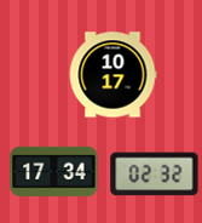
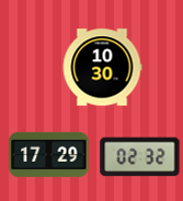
clock at (112, 75): 10:17 -> 10:30
clock at (54, 171): 17:34 -> 17:29
